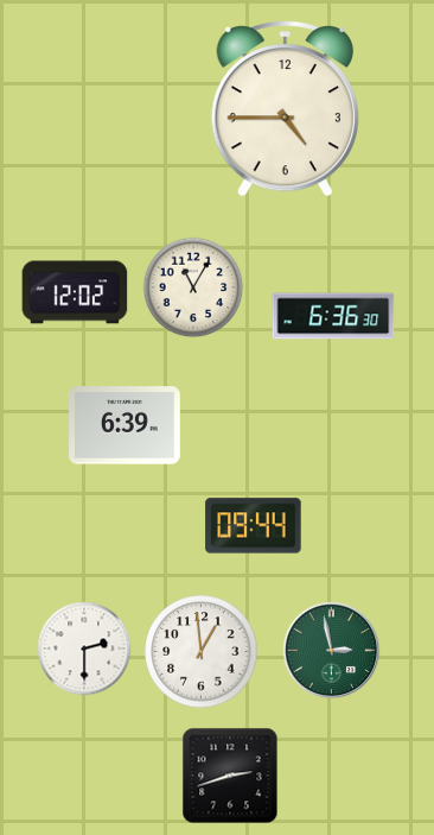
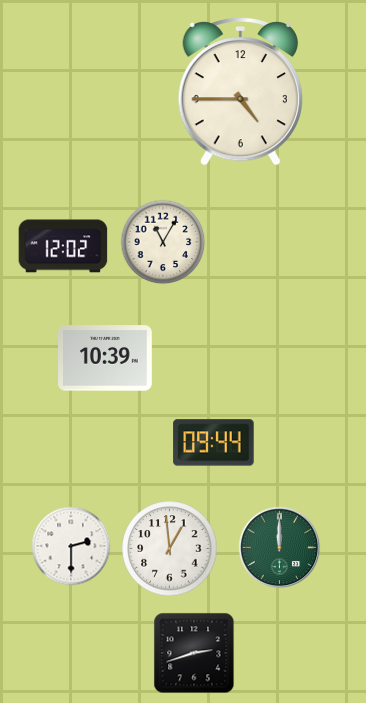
clock at (333, 316): 6:36 -> none
clock at (125, 425): 6:39 -> 10:39
clock at (332, 651): 2:58 -> 12:00
